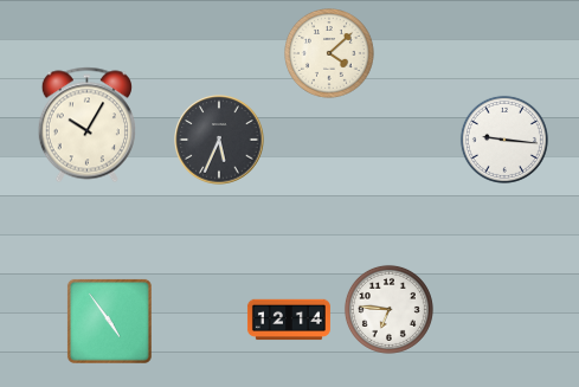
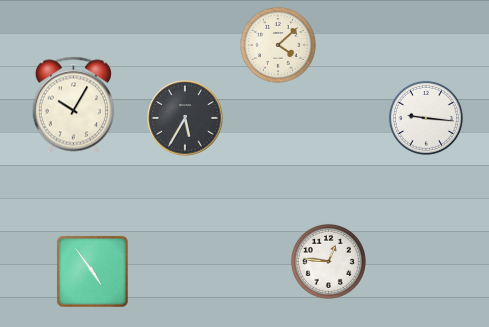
clock at (219, 140): 5:34 -> 5:35
clock at (388, 309): 6:46 -> 12:46
clock at (289, 320): 12:14 -> none
